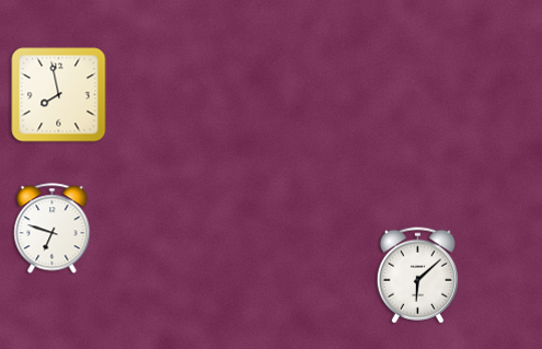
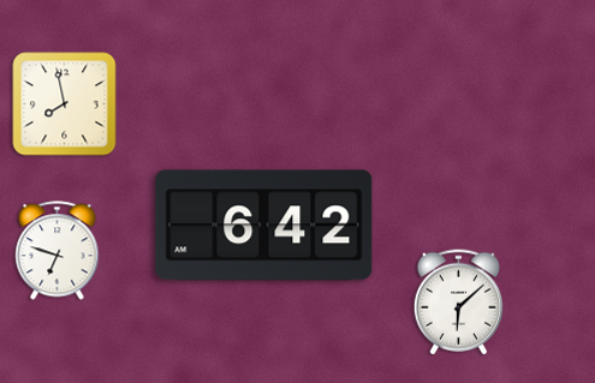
clock at (264, 226): none -> 6:42
